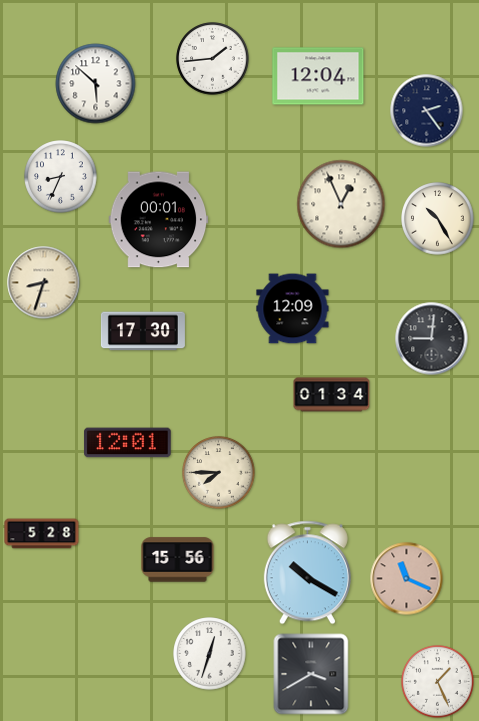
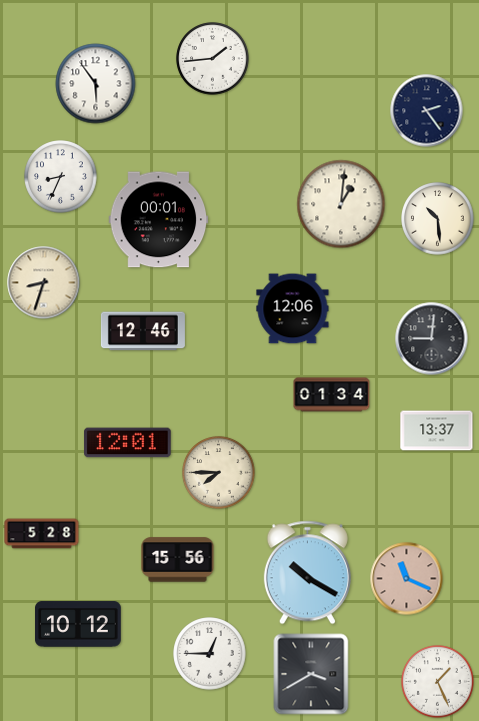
clock at (318, 76): 12:04 -> none
clock at (96, 84): 5:52 -> 5:54
clock at (341, 204): 12:56 -> 1:01
clock at (438, 219): 10:25 -> 10:29
clock at (293, 309): 12:09 -> 12:06
clock at (143, 331): 17:30 -> 12:46
clock at (437, 431): none -> 13:37
clock at (79, 624): none -> 10:12
clock at (210, 654): 12:33 -> 12:45
